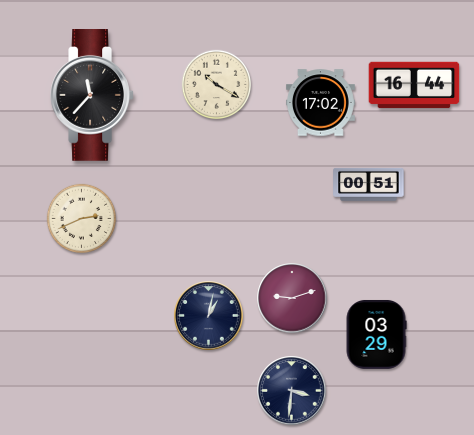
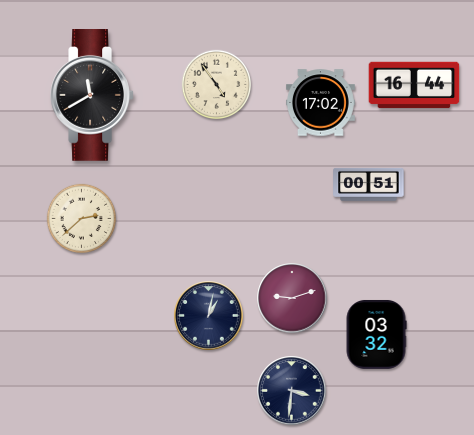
clock at (217, 85): 10:20 -> 4:54
clock at (92, 96): 11:37 -> 11:40
clock at (82, 219): 2:41 -> 2:38
clock at (376, 334): 03:29 -> 03:32
